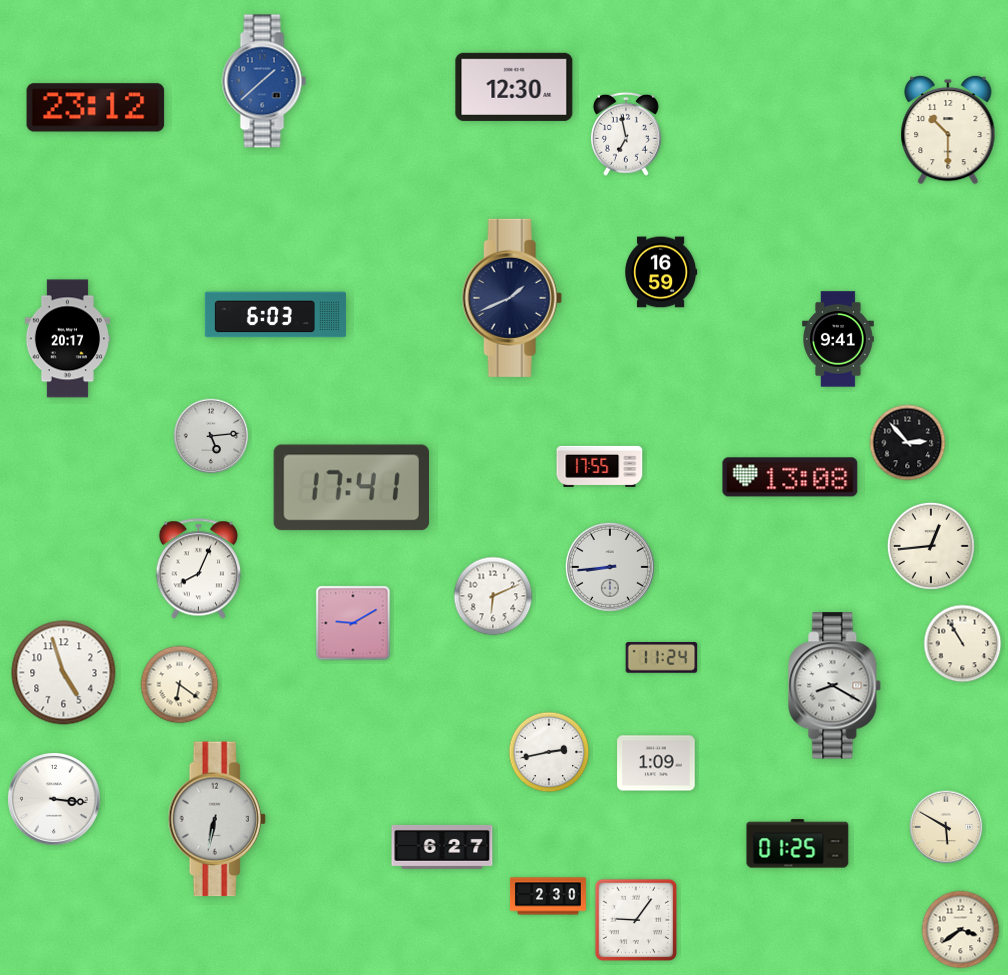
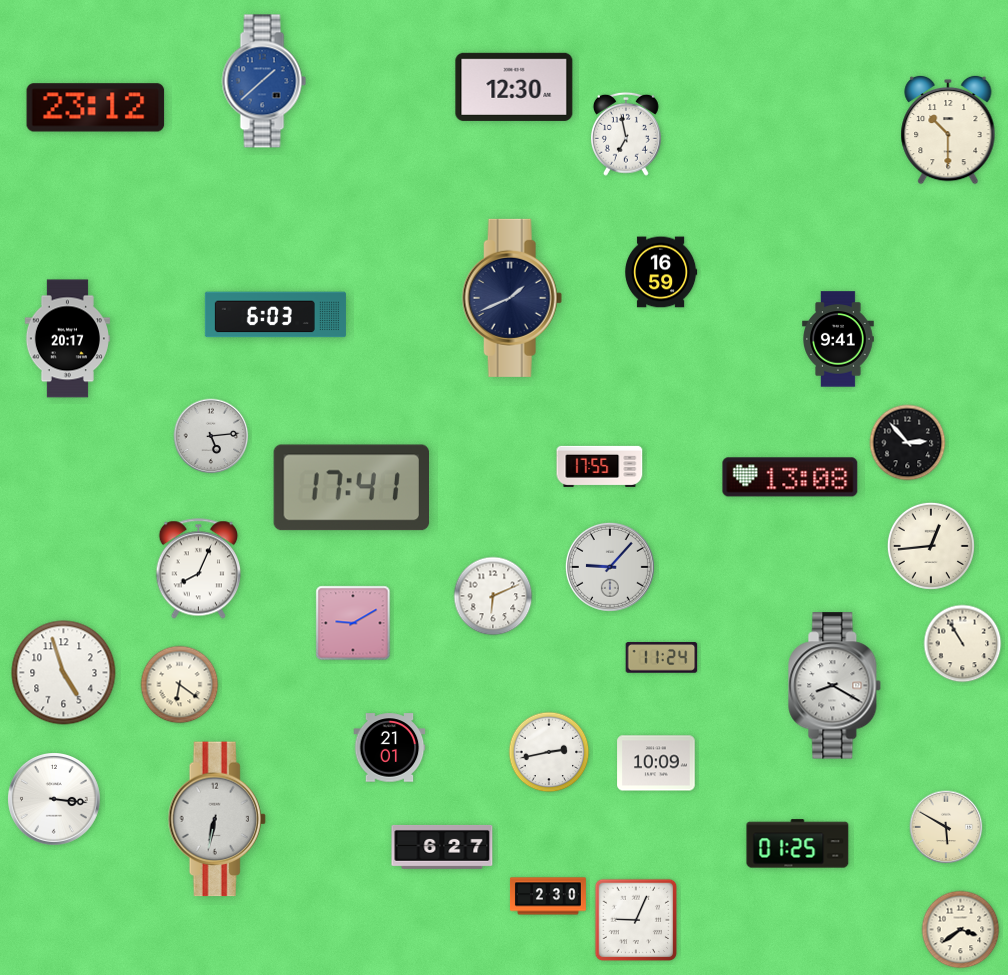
clock at (610, 567): 8:44 -> 9:07
clock at (390, 748): none -> 21:01
clock at (656, 763): 1:09 -> 10:09
clock at (636, 920): 9:06 -> 9:04
